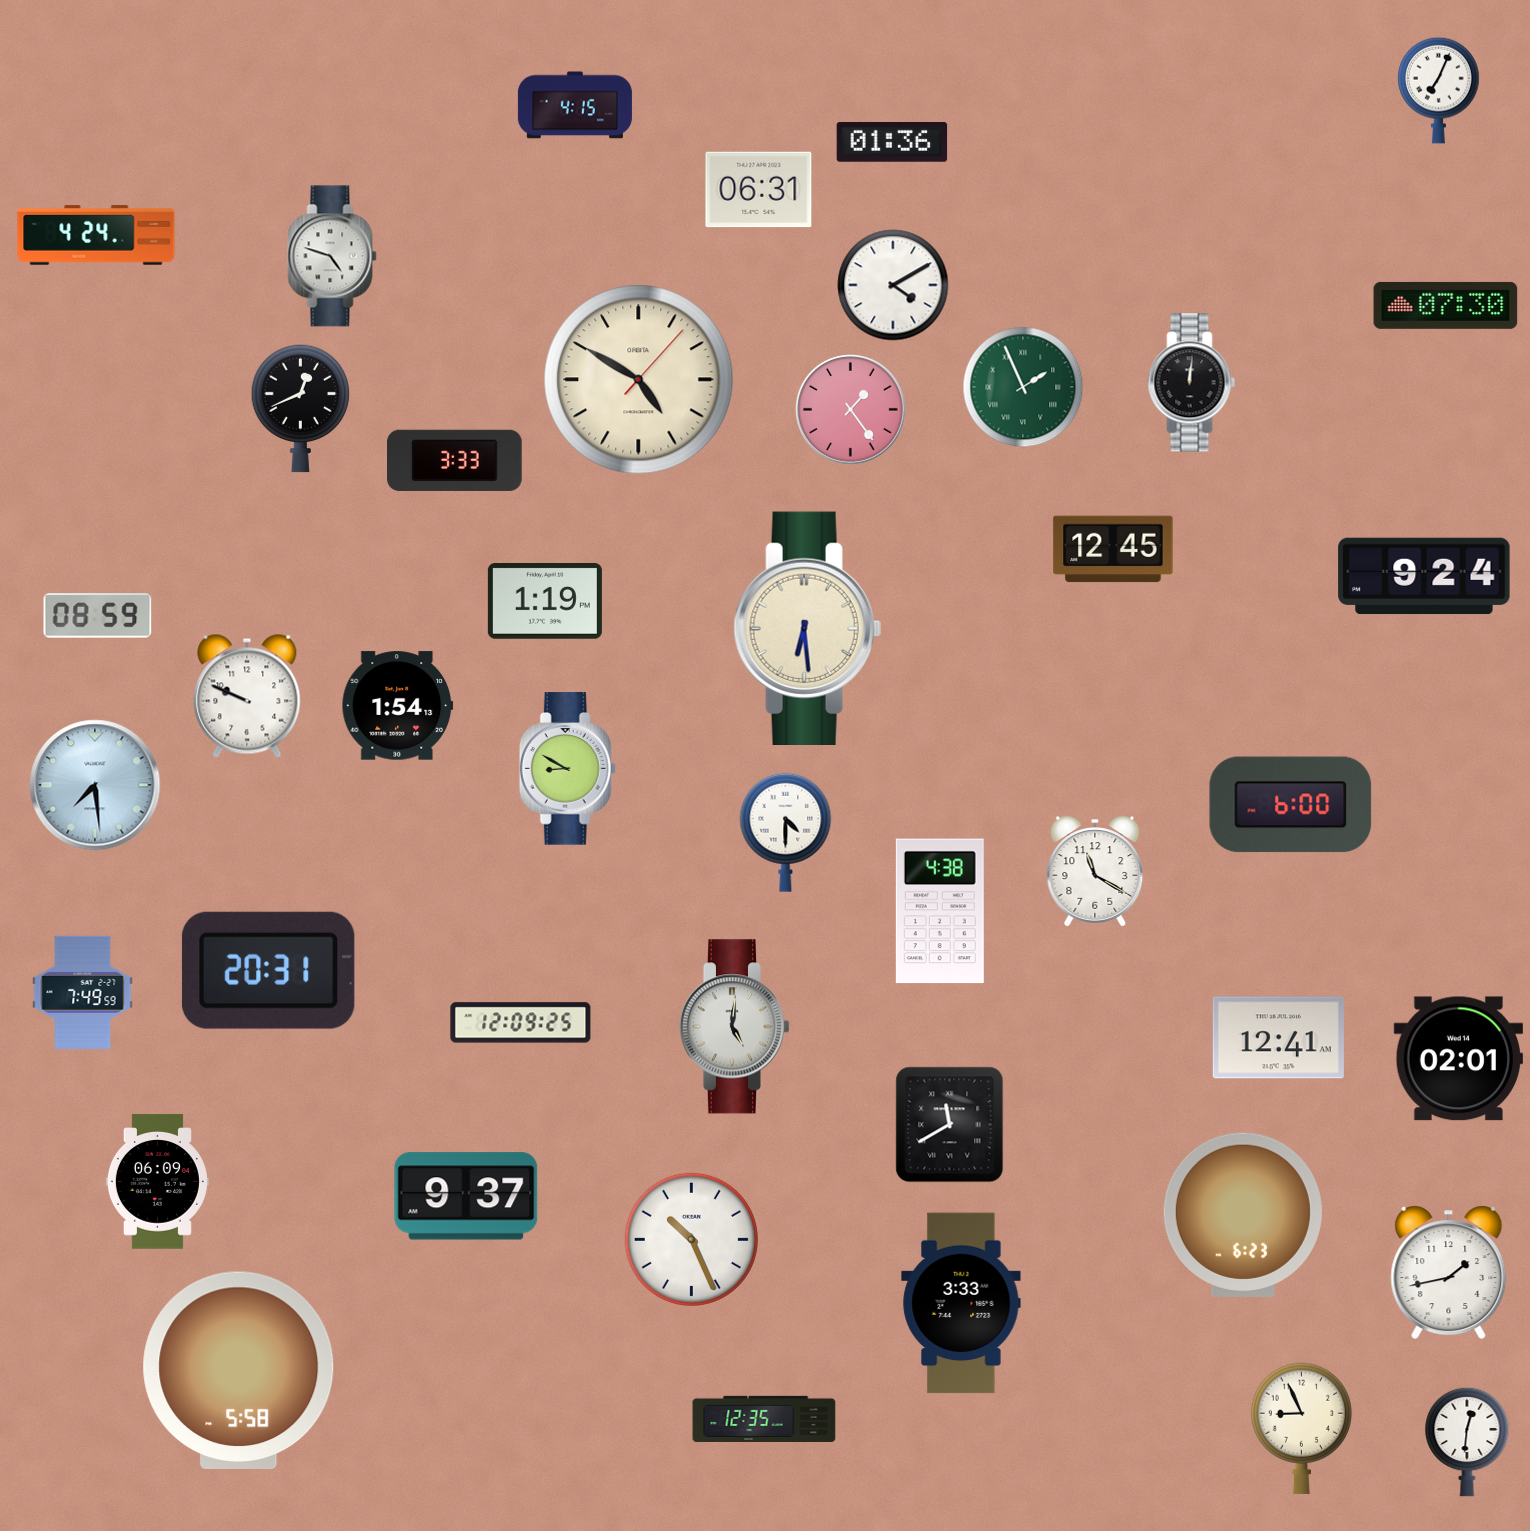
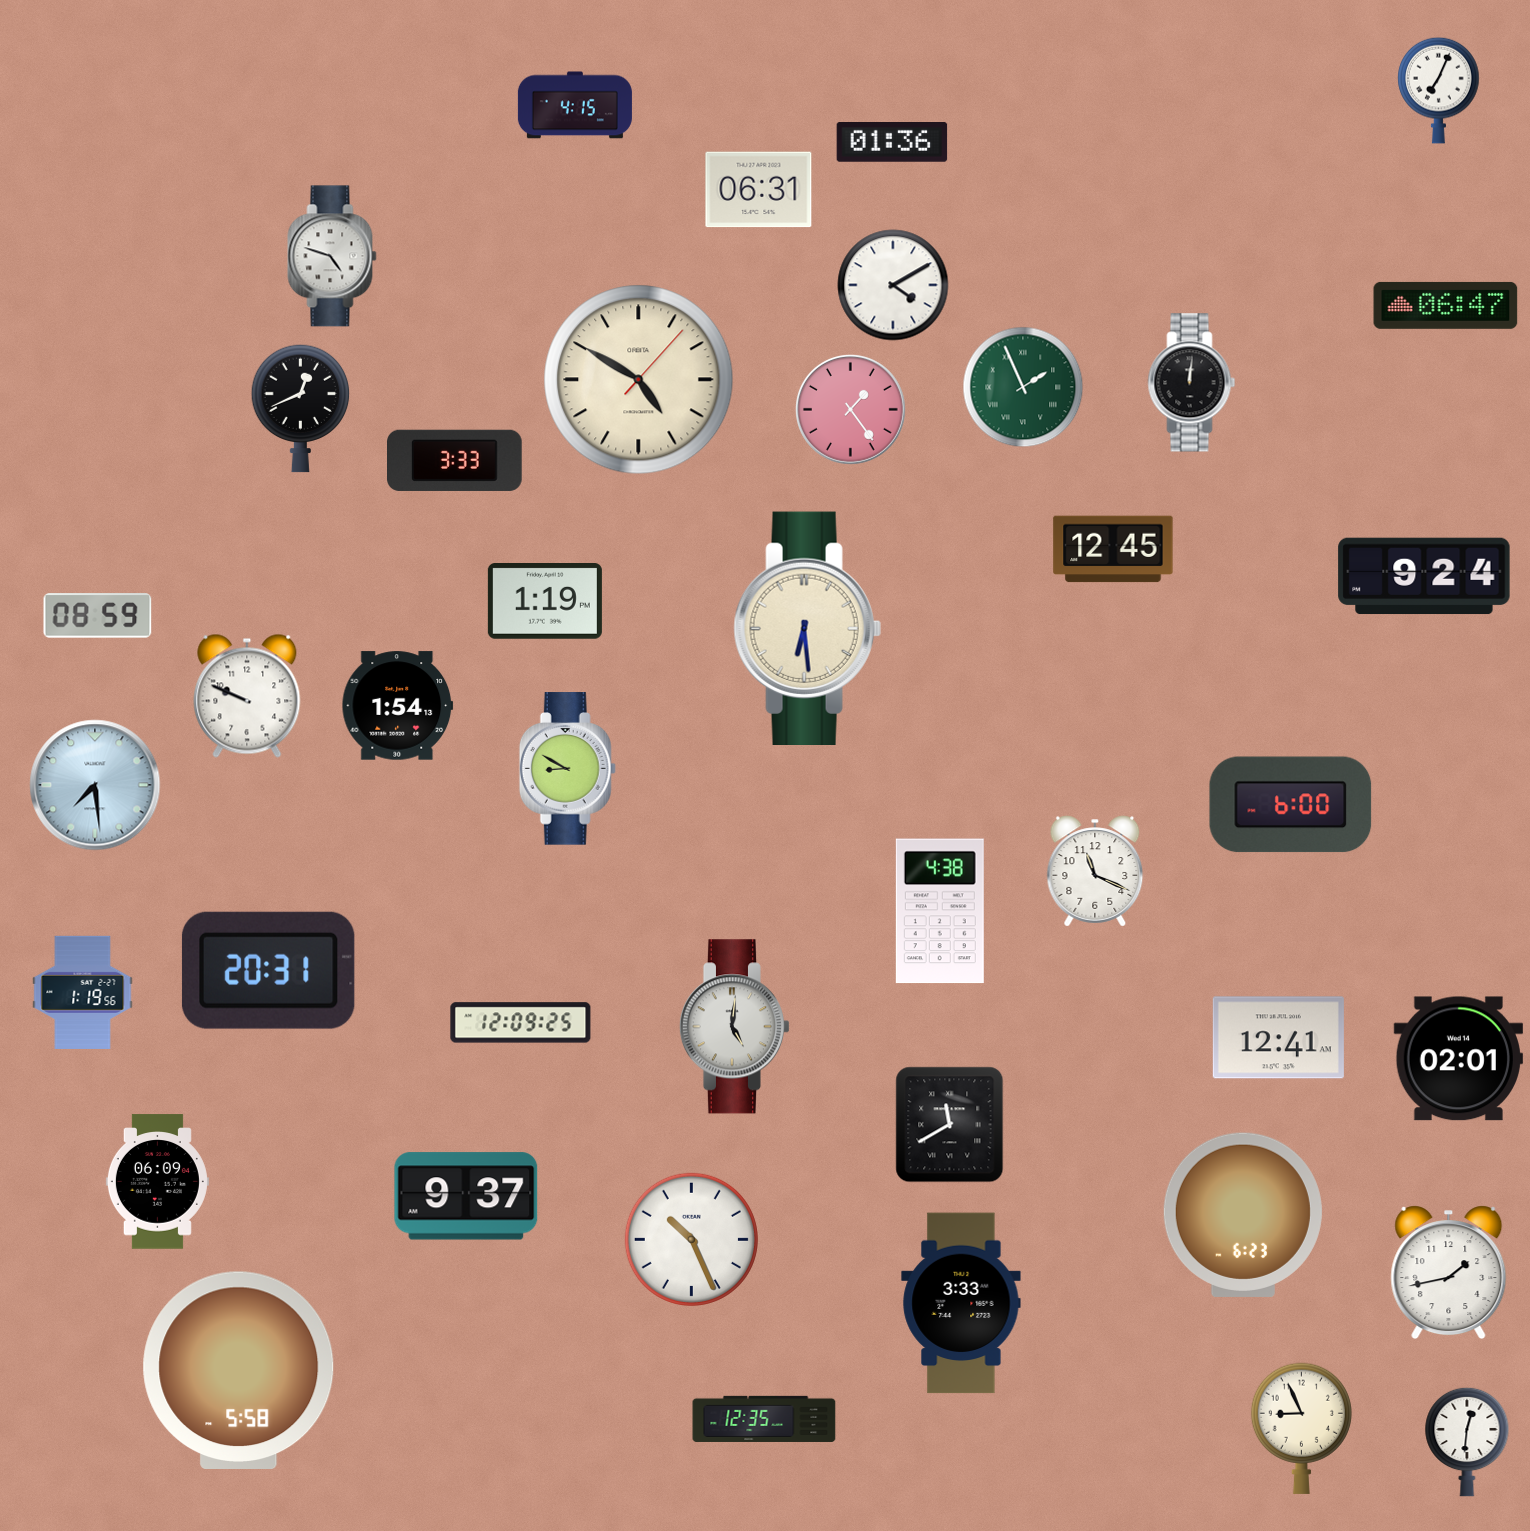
clock at (96, 235): 4:24 -> none
clock at (1446, 305): 07:30 -> 06:47
clock at (786, 832): 4:30 -> none
clock at (1095, 871): 11:20 -> 11:19
clock at (83, 992): 7:49 -> 1:19
